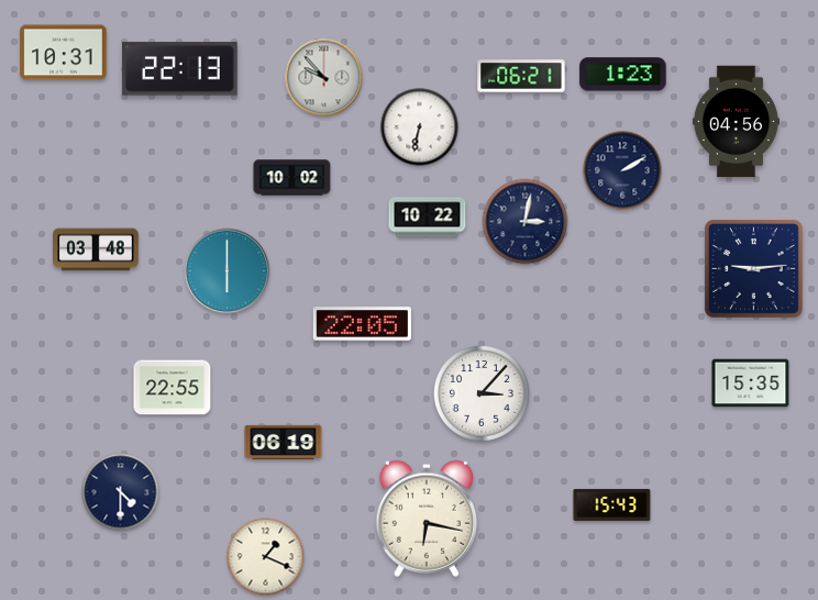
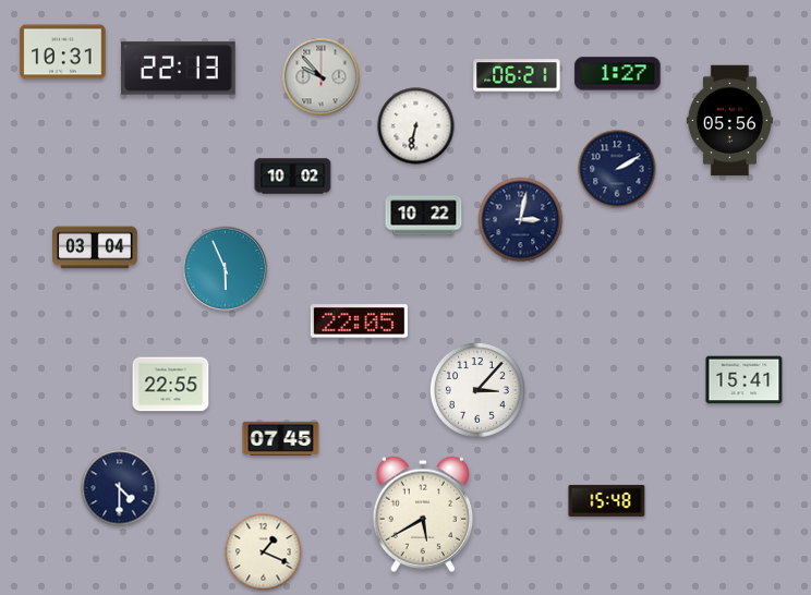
clock at (623, 75): 1:23 -> 1:27
clock at (736, 122): 04:56 -> 05:56
clock at (292, 178) position: (292, 178) -> (293, 177)
clock at (96, 249): 03:48 -> 03:04
clock at (753, 268): 9:14 -> none
clock at (228, 271): 6:00 -> 5:56
clock at (751, 384): 15:35 -> 15:41
clock at (284, 442): 06:19 -> 07:45
clock at (612, 504): 15:43 -> 15:48
clock at (425, 519): 6:17 -> 5:40
